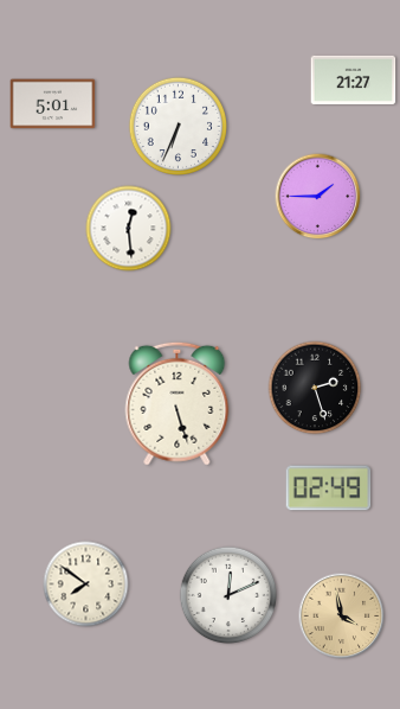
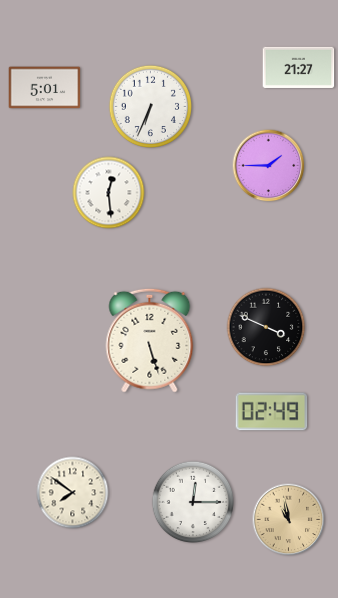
clock at (315, 388): 2:27 -> 3:49
clock at (329, 488) position: (329, 488) -> (272, 412)
clock at (228, 595): 12:11 -> 12:15
clock at (342, 617): 3:58 -> 10:58
